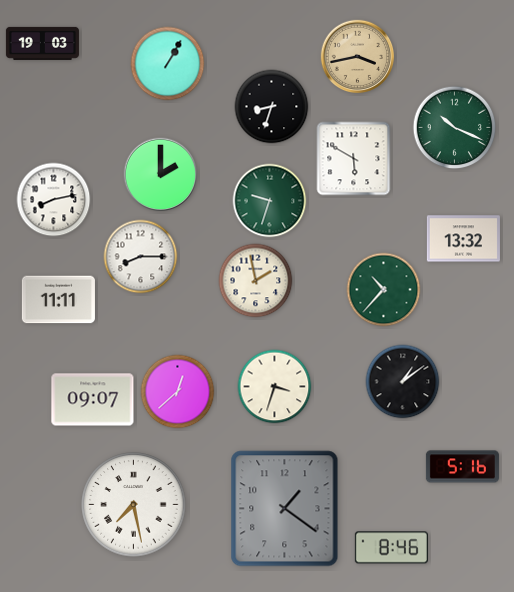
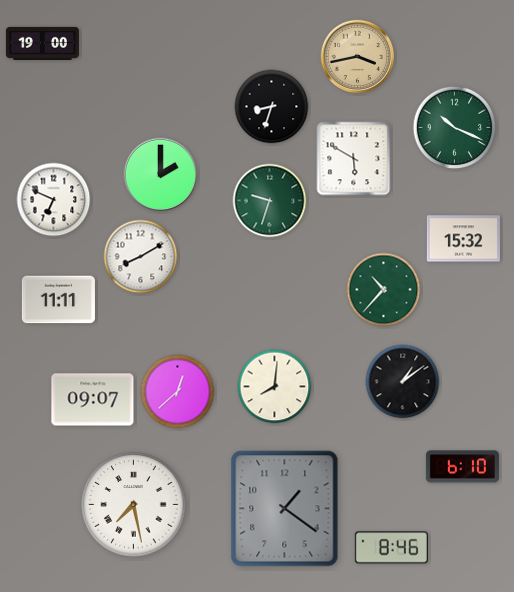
clock at (42, 43): 19:03 -> 19:00
clock at (168, 64): 1:05 -> none
clock at (54, 200): 8:13 -> 6:49
clock at (463, 239): 13:32 -> 15:32
clock at (141, 257): 8:15 -> 8:10
clock at (256, 281): 1:58 -> none
clock at (275, 387): 3:33 -> 8:01
clock at (462, 467): 5:16 -> 6:10
